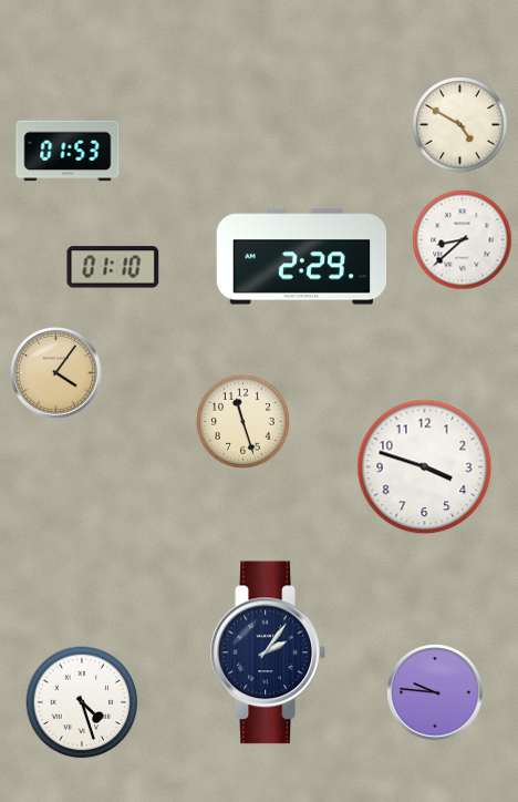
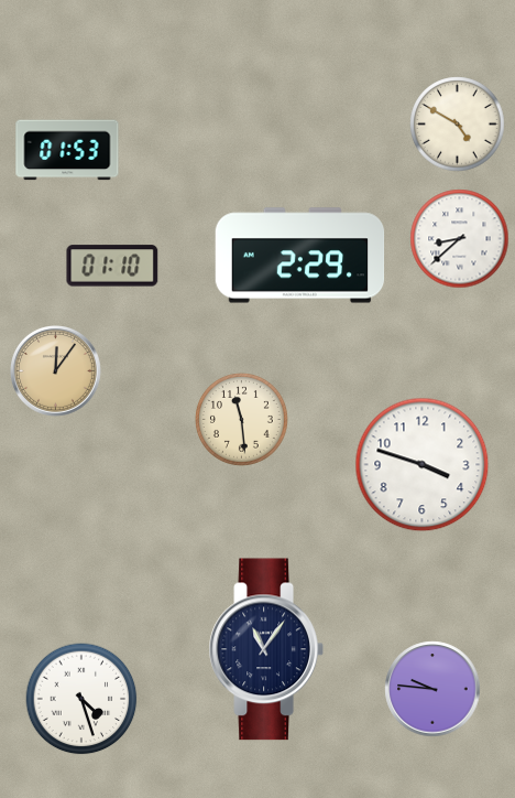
clock at (56, 373): 4:06 -> 12:06
clock at (244, 422): 11:27 -> 11:29
clock at (268, 652): 2:06 -> 11:06
